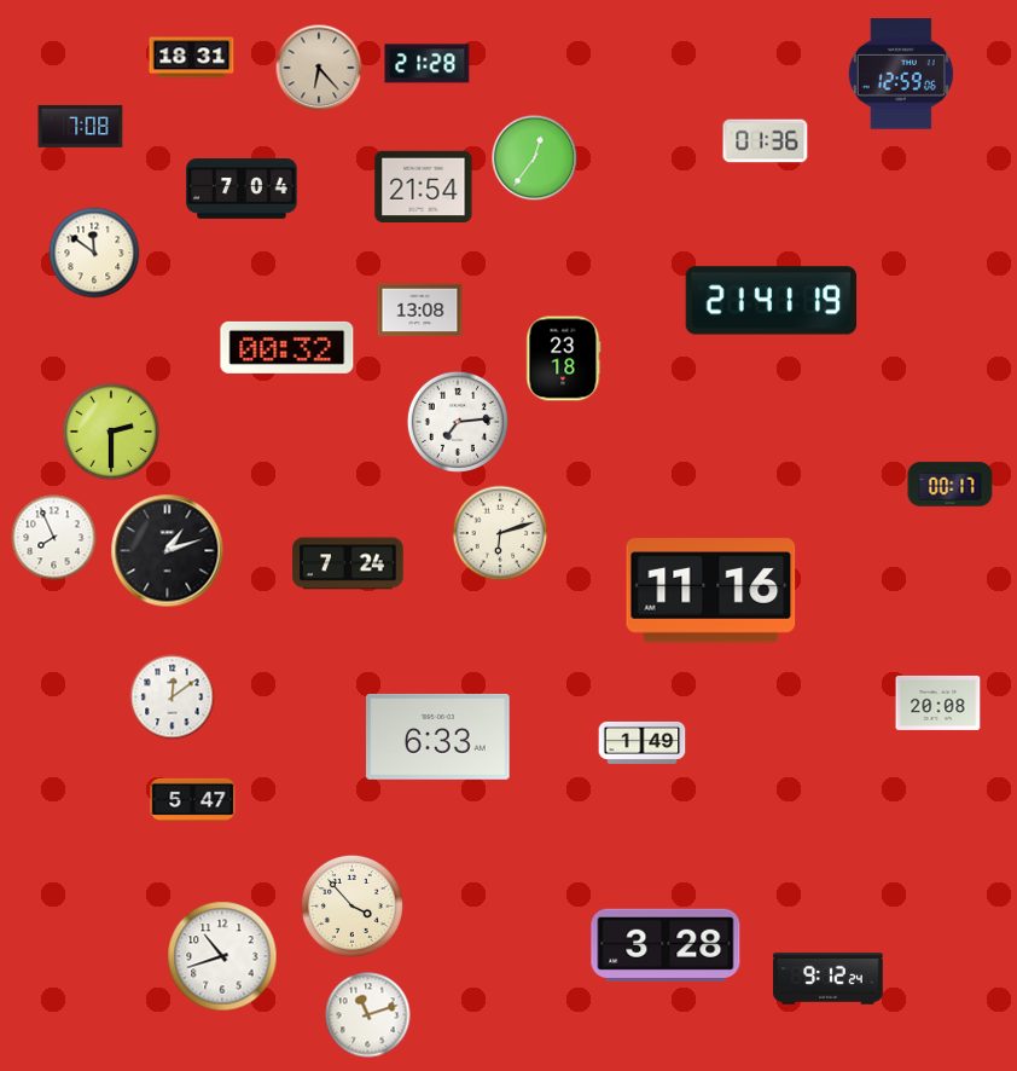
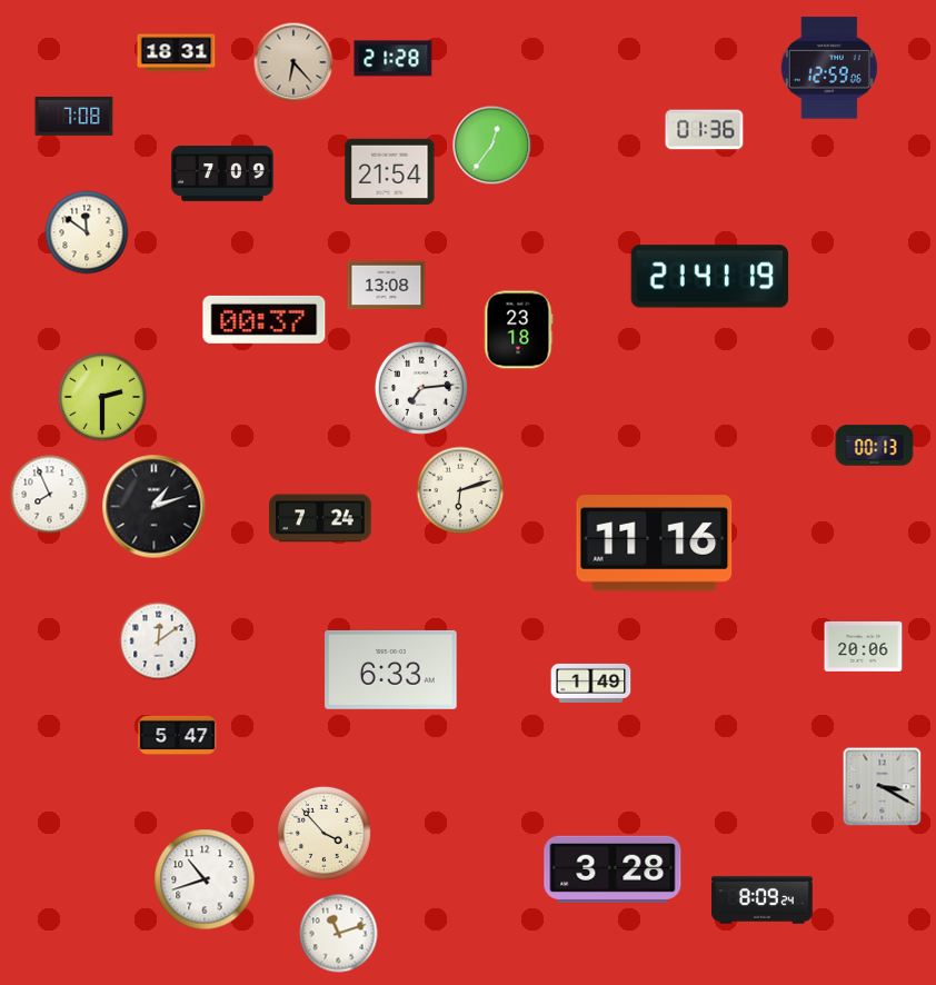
clock at (242, 189): 7:04 -> 7:09
clock at (287, 347): 00:32 -> 00:37
clock at (951, 485): 00:17 -> 00:13
clock at (938, 702): 20:08 -> 20:06
clock at (438, 736) position: (438, 736) -> (391, 669)
clock at (883, 787): none -> 3:20
clock at (829, 979): 9:12 -> 8:09
